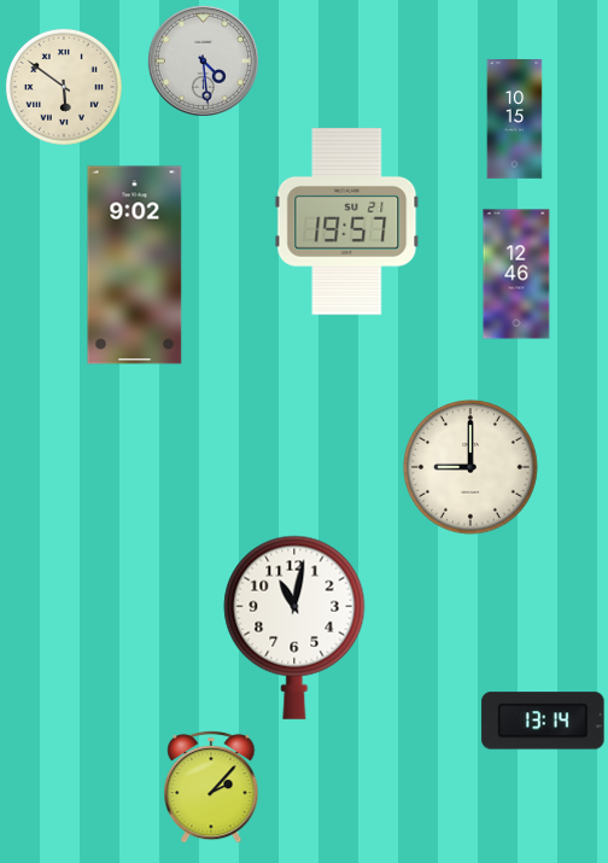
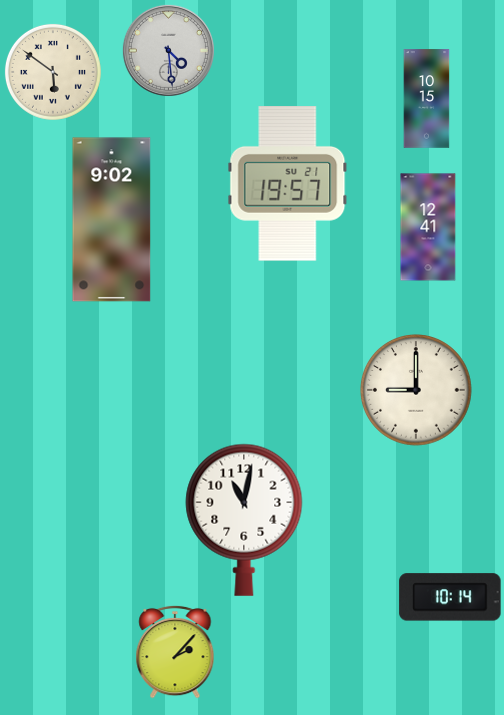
clock at (516, 274): 12:46 -> 12:41
clock at (470, 467) position: (470, 467) -> (416, 390)
clock at (543, 721): 13:14 -> 10:14
